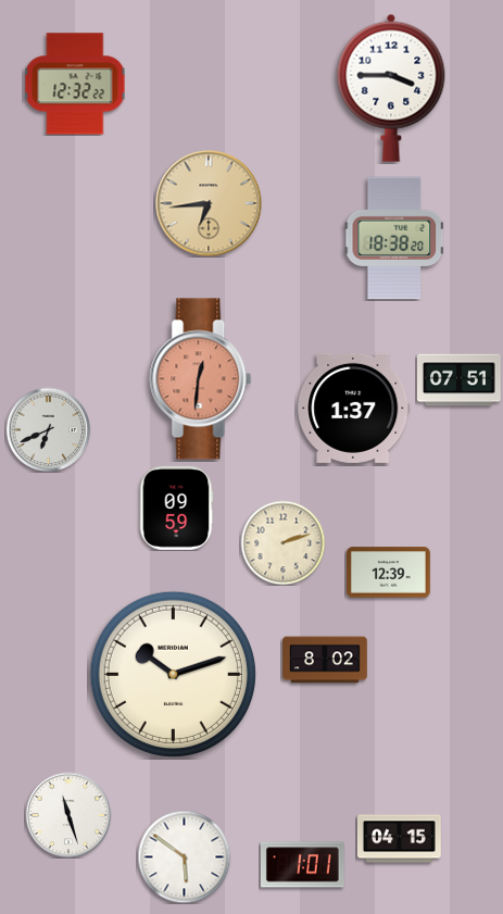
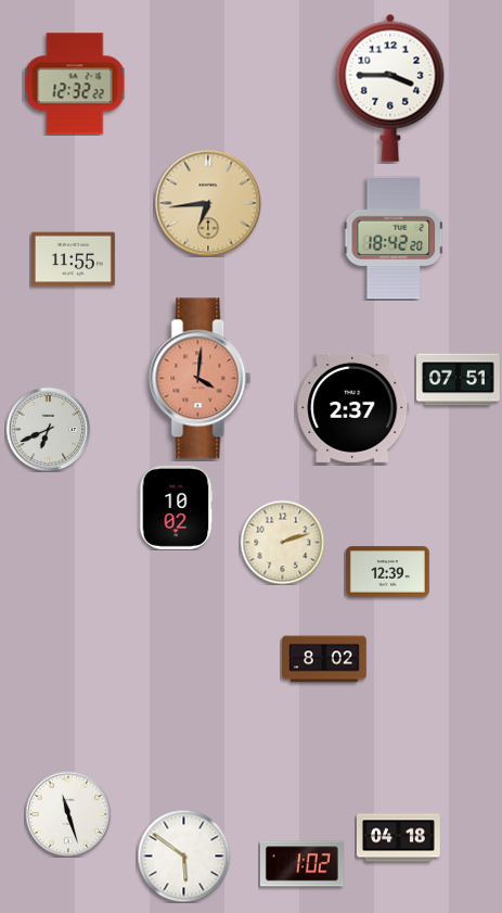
clock at (394, 238): 18:38 -> 18:42
clock at (73, 259): none -> 11:55
clock at (201, 379): 12:31 -> 4:01
clock at (354, 408): 1:37 -> 2:37
clock at (176, 508): 09:59 -> 10:02
clock at (173, 674): 10:12 -> none
clock at (399, 839): 04:15 -> 04:18
clock at (302, 865): 1:01 -> 1:02
